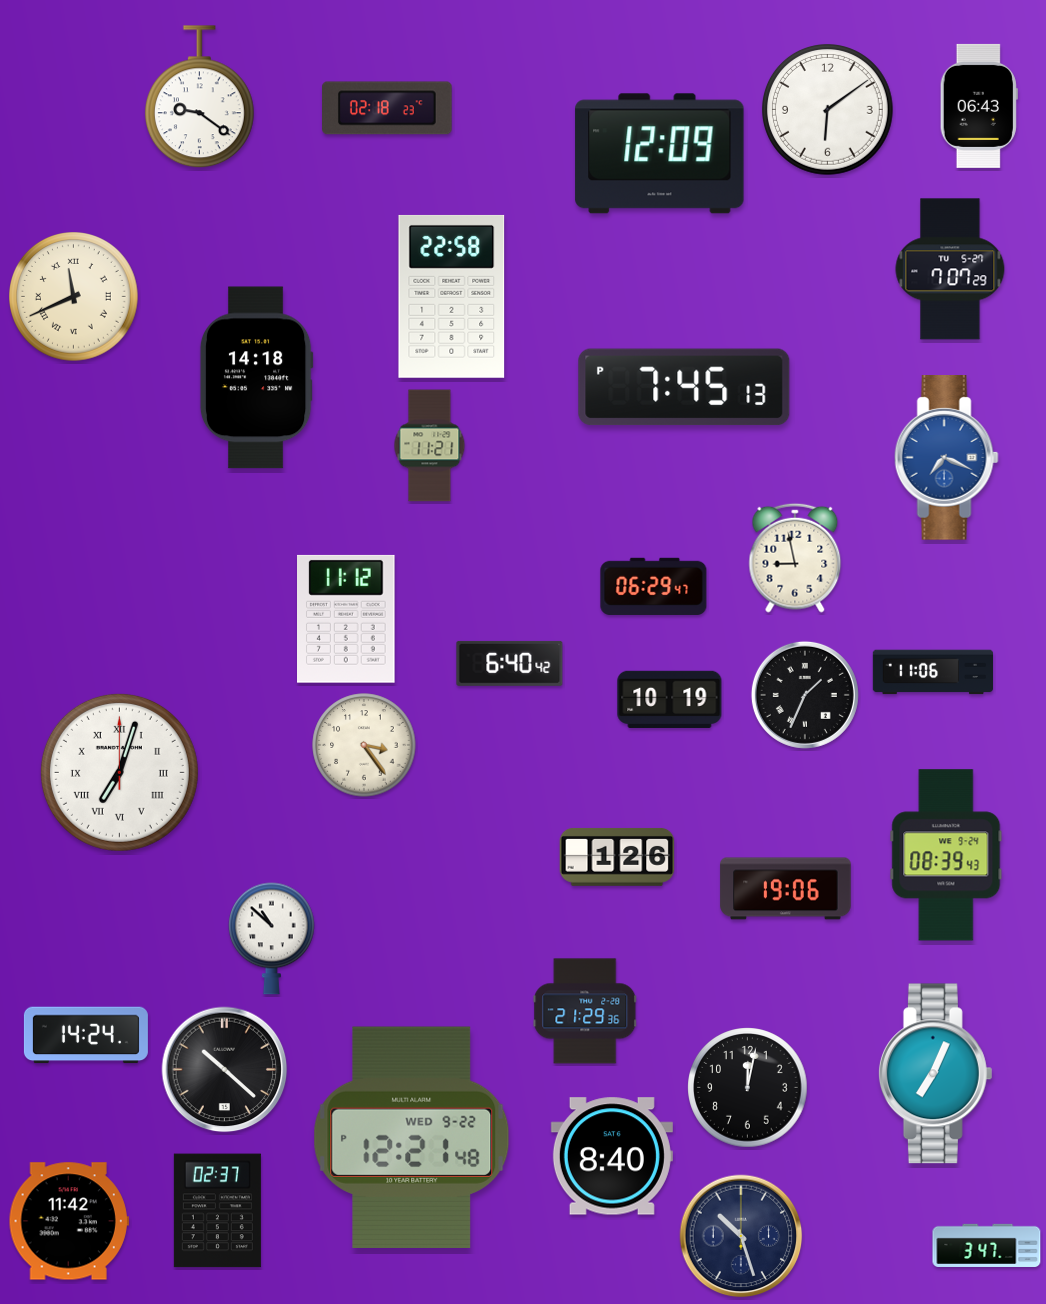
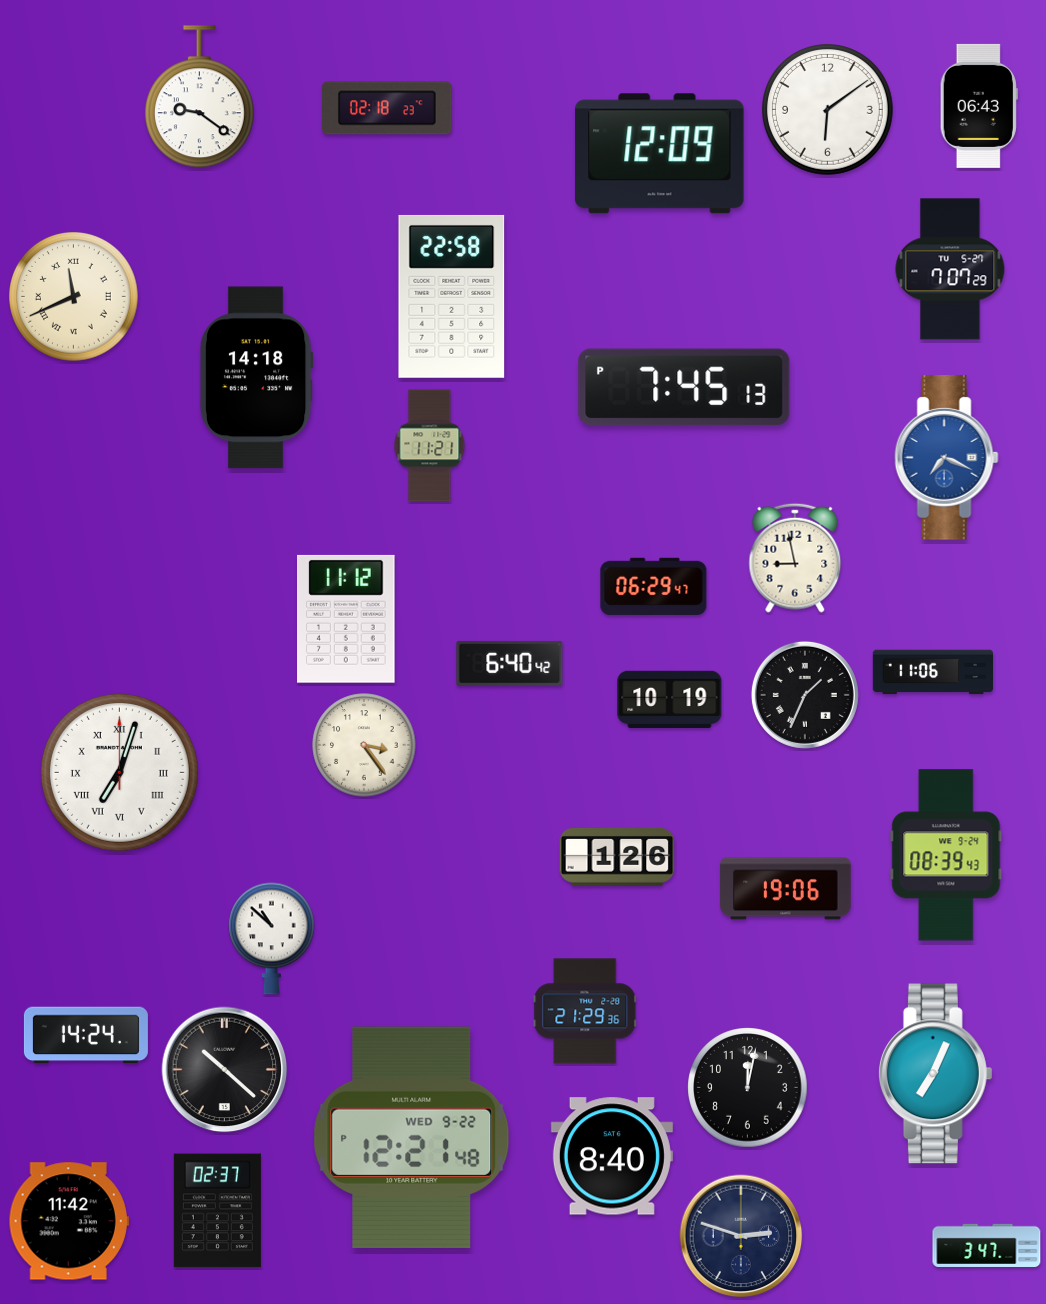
clock at (741, 1236): 10:27 -> 2:48
